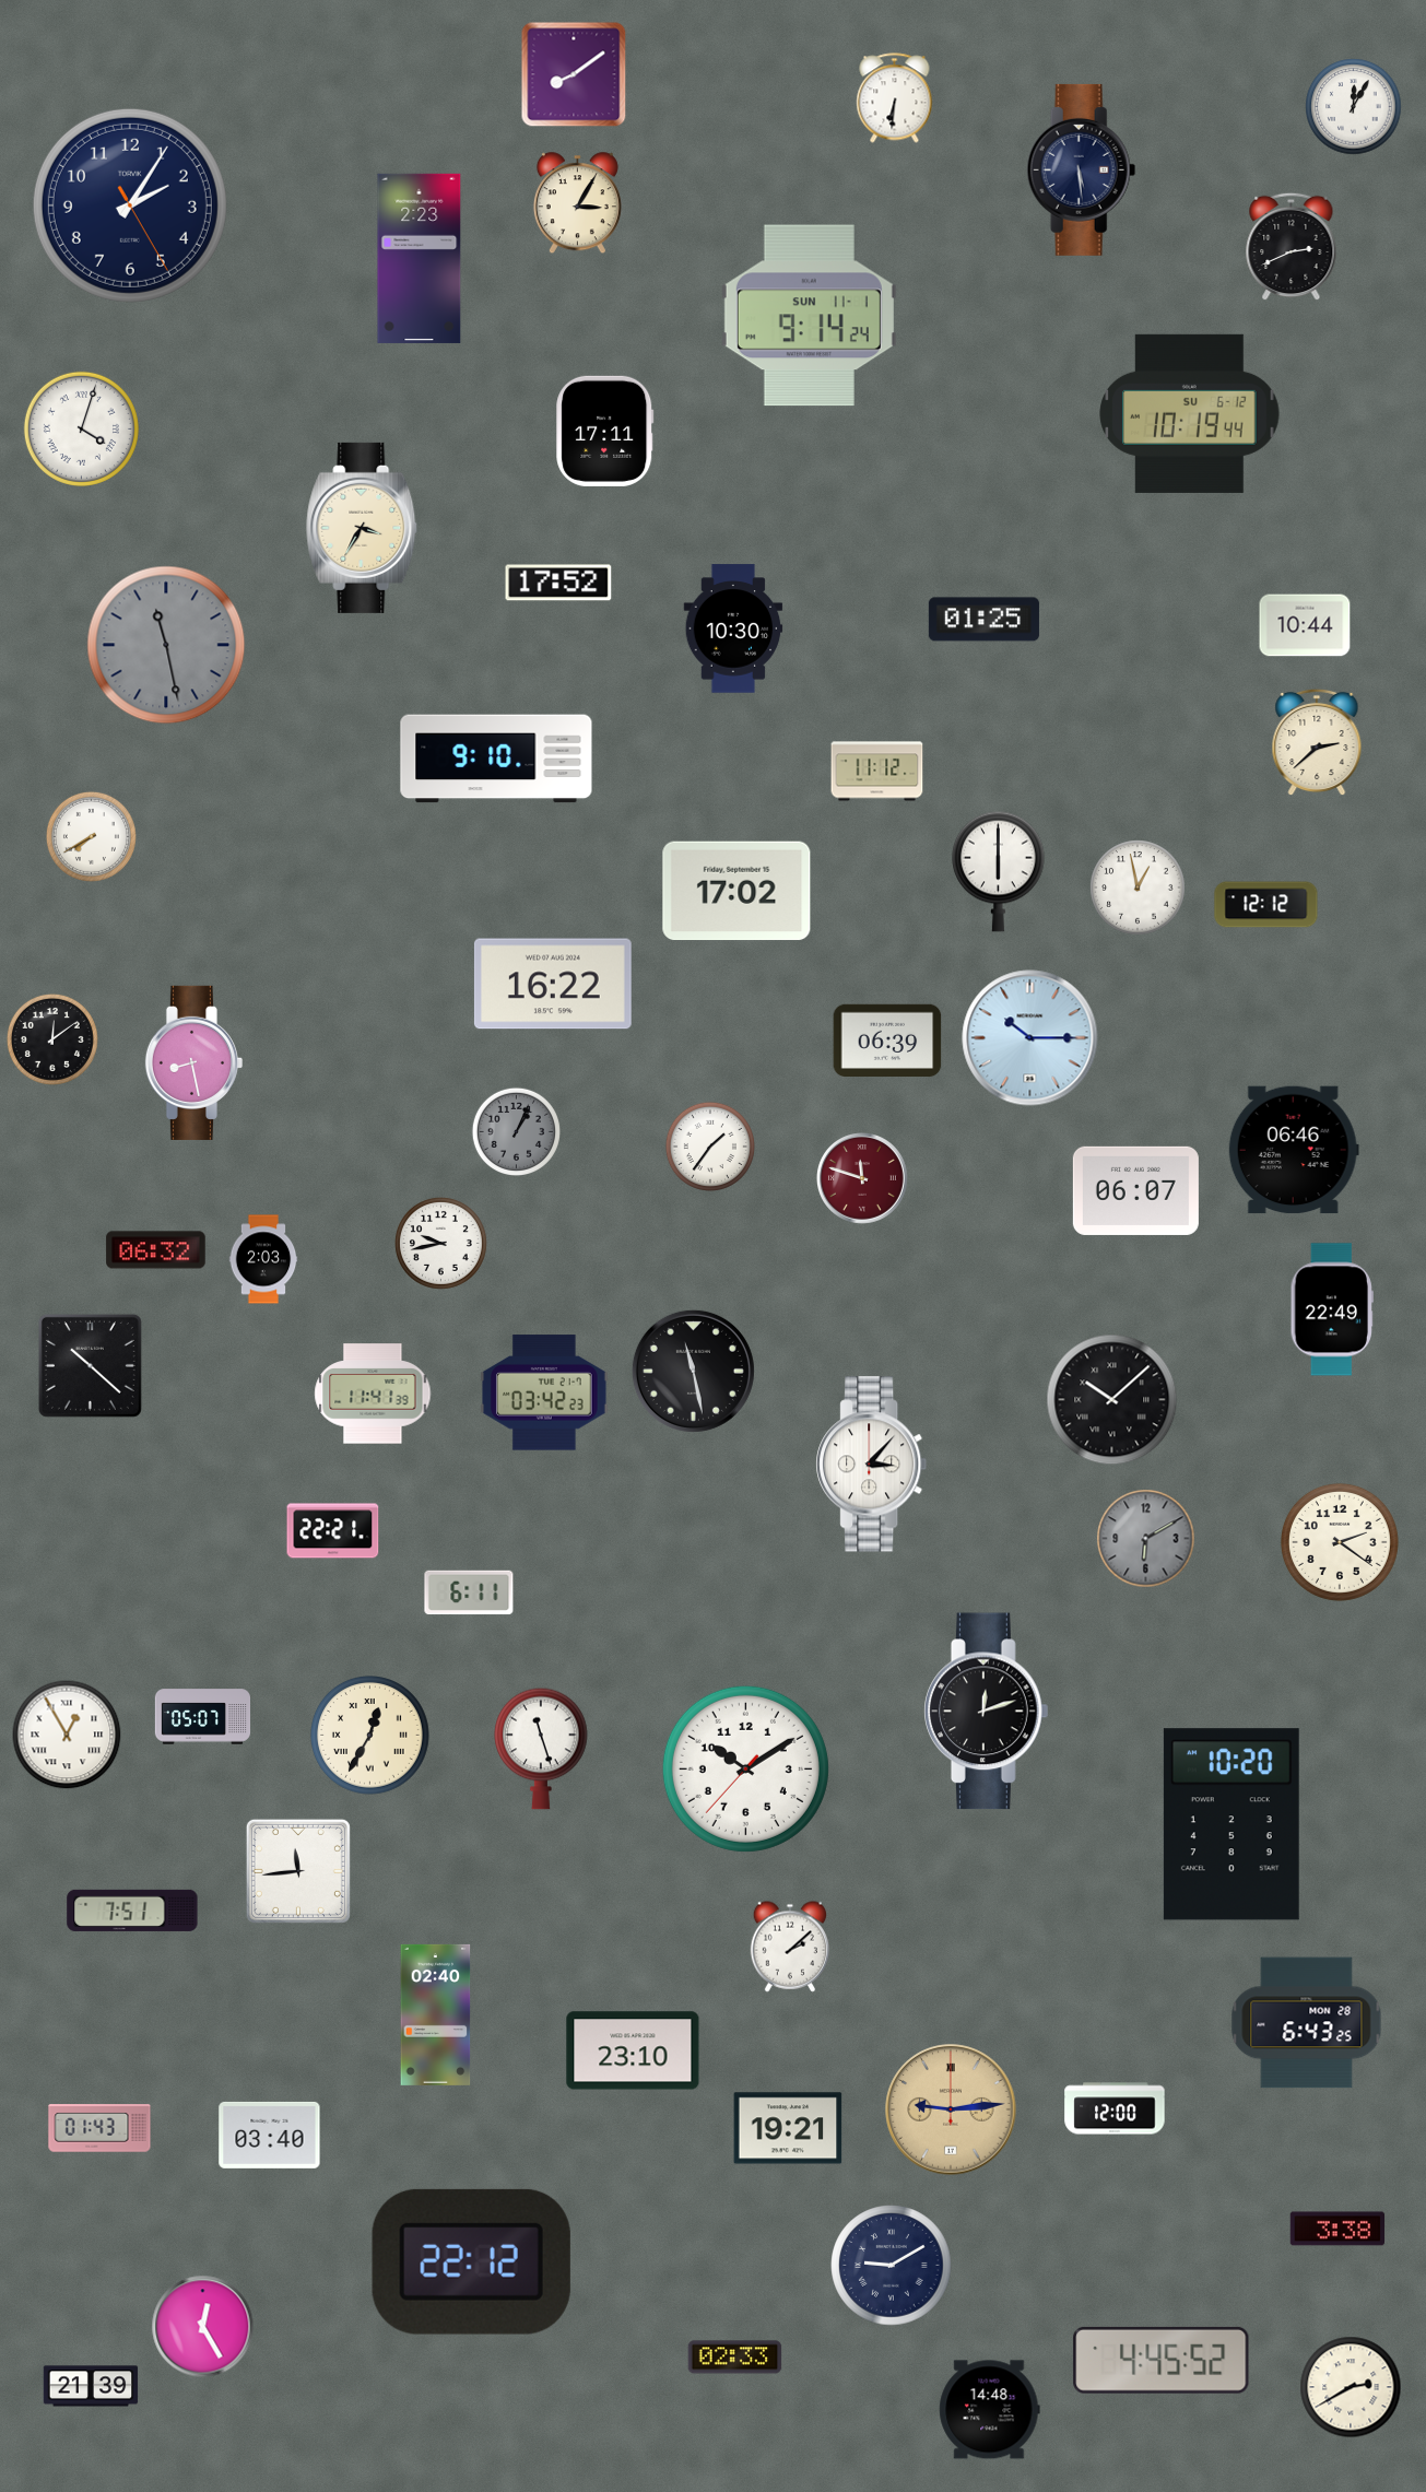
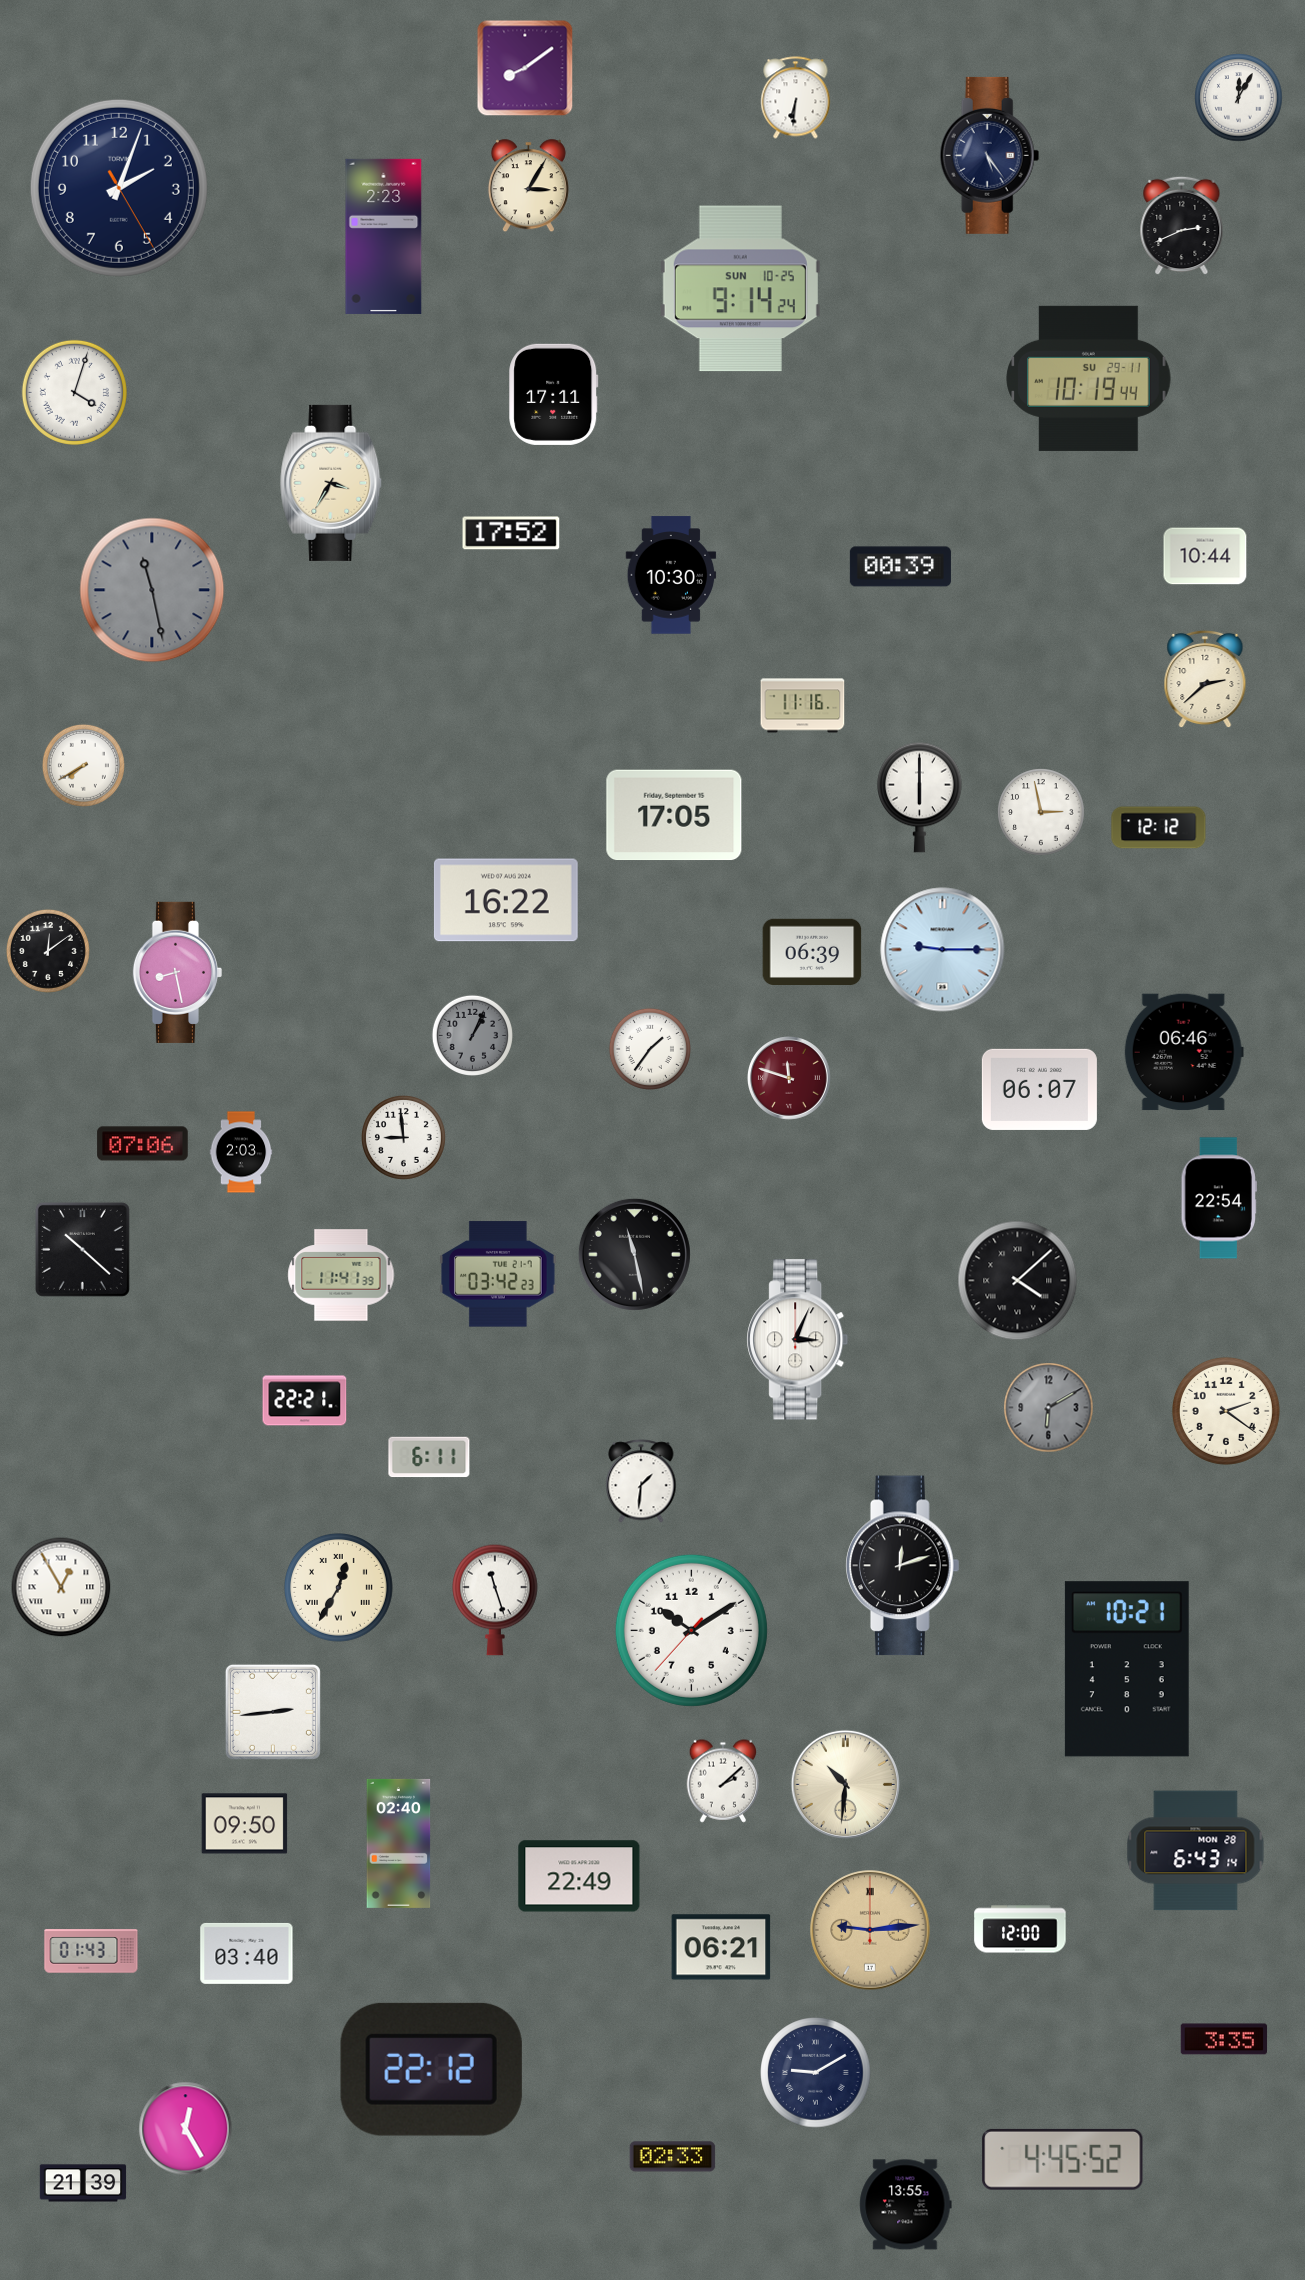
clock at (895, 98) position: (895, 98) -> (796, 98)
clock at (1082, 169): 5:29 -> 5:24
clock at (130, 205): 2:05 -> 2:03
clock at (809, 316) date: SUN 11-1 -> SUN 10-25
clock at (1190, 413) date: SU 6-12 -> SU 29-11
clock at (983, 620): 01:25 -> 00:39
clock at (1305, 625) position: (1305, 625) -> (1205, 556)
clock at (496, 759): 9:10 -> none
clock at (877, 772): 11:12 -> 11:16
clock at (999, 871) position: (999, 871) -> (920, 797)
clock at (1138, 888): 12:58 -> 2:58
clock at (736, 891): 17:02 -> 17:05
clock at (1030, 1038): 10:15 -> 9:15
clock at (440, 1243): 9:43 -> 8:59
clock at (156, 1250): 06:32 -> 07:06
clock at (1331, 1309): 22:49 -> 22:54
clock at (1112, 1400): 10:08 -> 4:08
clock at (872, 1465): 3:07 -> 3:04
clock at (641, 1481): none -> 1:31
clock at (202, 1717): 05:07 -> none
clock at (745, 1768) position: (745, 1768) -> (691, 1630)
clock at (1231, 1824): 10:20 -> 10:21
clock at (298, 1871): 11:44 -> 2:44
clock at (132, 1911): 7:51 -> none
clock at (845, 1784): none -> 10:31
clock at (245, 1824): none -> 09:50
clock at (1307, 2023): 6:43:25 -> 6:43:14
clock at (633, 2050): 23:10 -> 22:49
clock at (99, 2128) position: (99, 2128) -> (91, 1951)
clock at (788, 2128): 19:21 -> 06:21
clock at (1337, 2229): 3:38 -> 3:35
clock at (1351, 2387): 2:40 -> none
clock at (990, 2410): 14:48 -> 13:55
